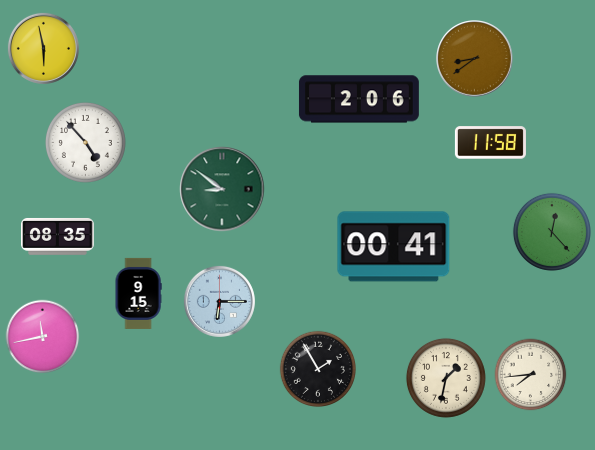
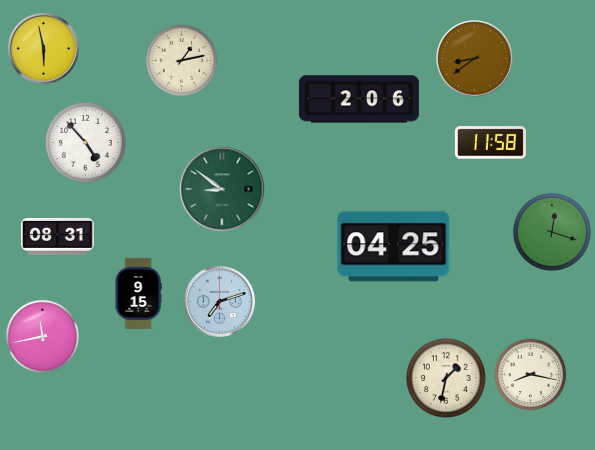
clock at (182, 61): none -> 1:13
clock at (552, 232): 12:23 -> 12:18
clock at (58, 236): 08:35 -> 08:31
clock at (394, 247): 00:41 -> 04:25
clock at (219, 301): 6:15 -> 7:12
clock at (317, 368): 1:55 -> none
clock at (531, 375): 7:44 -> 8:17
